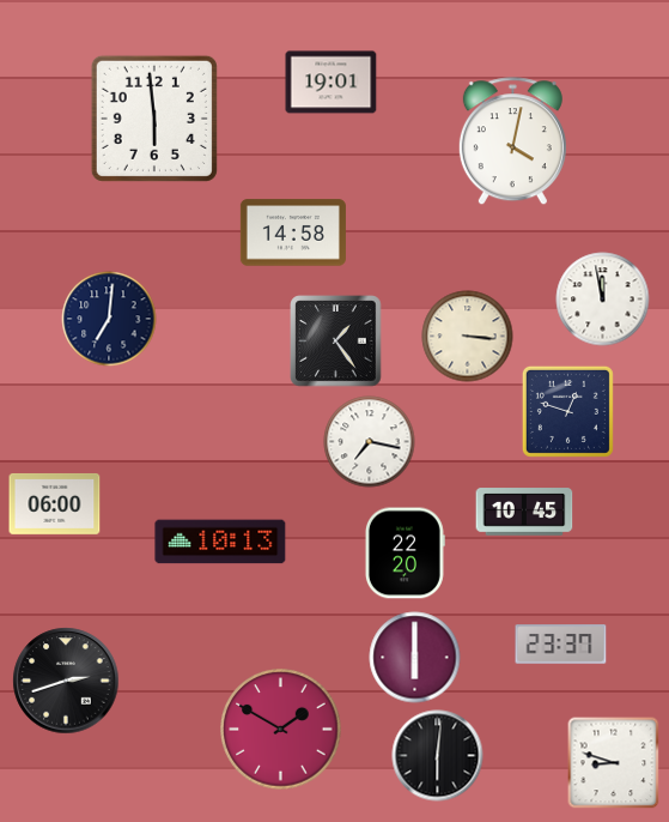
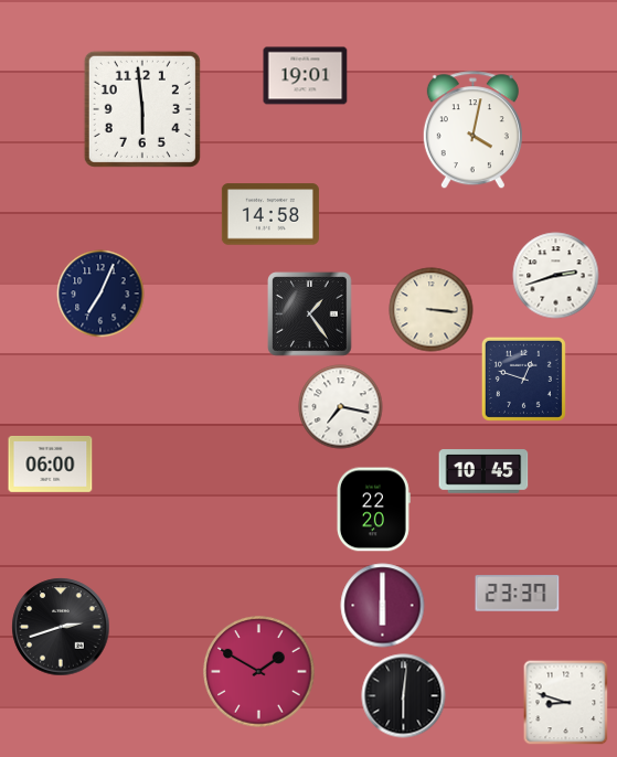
clock at (603, 300): 11:58 -> 2:42
clock at (109, 319): 7:01 -> 7:04
clock at (220, 542): 10:13 -> none
